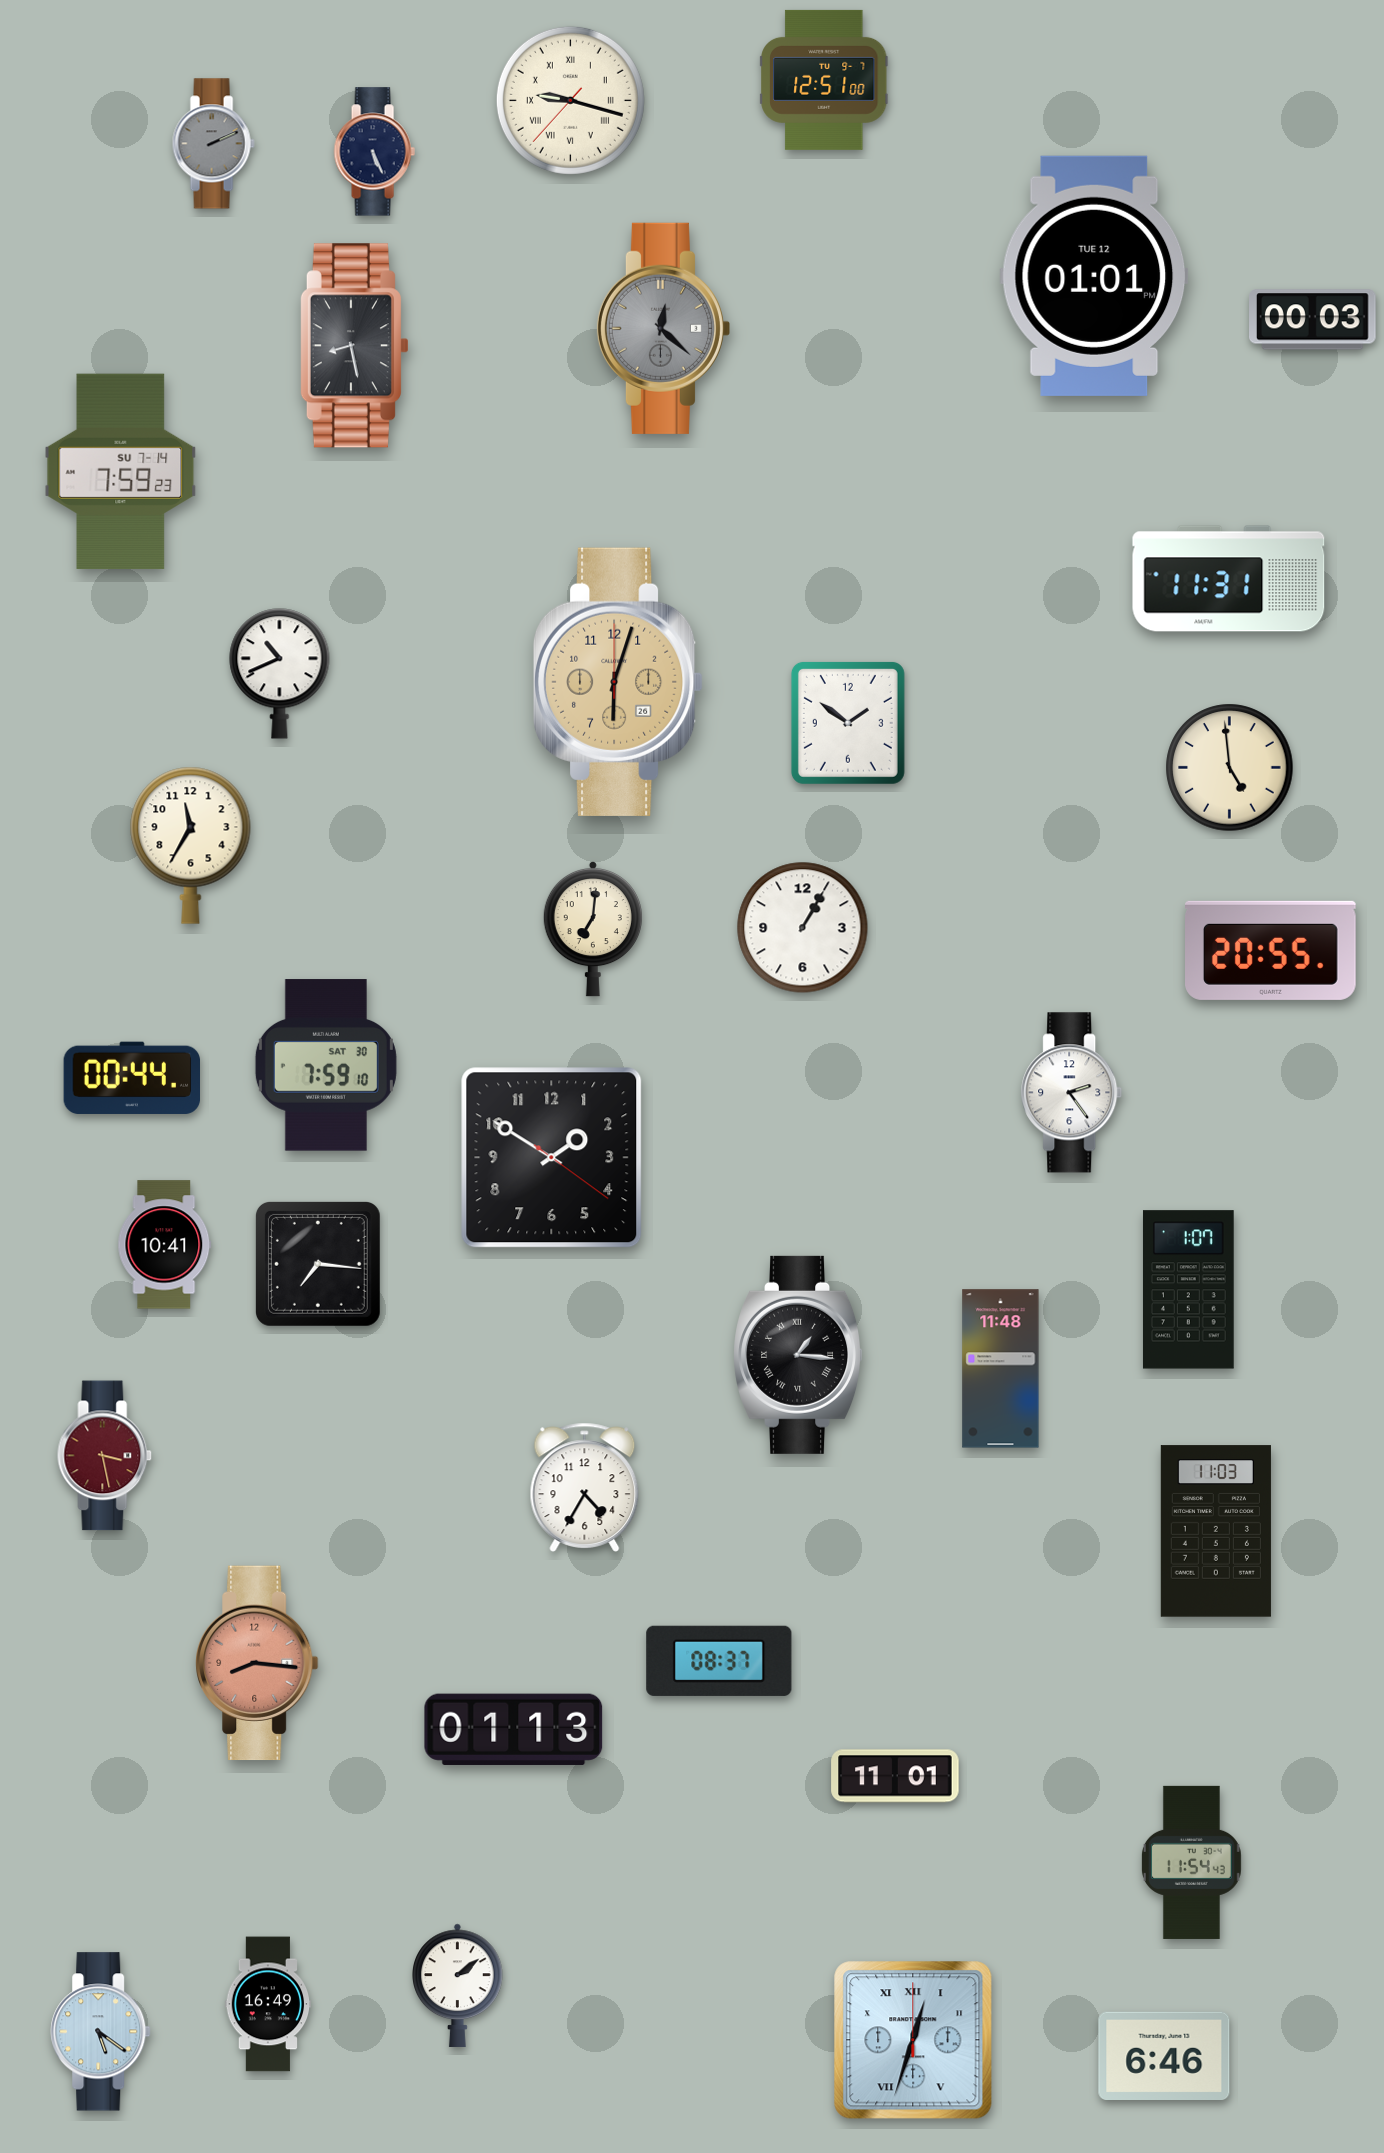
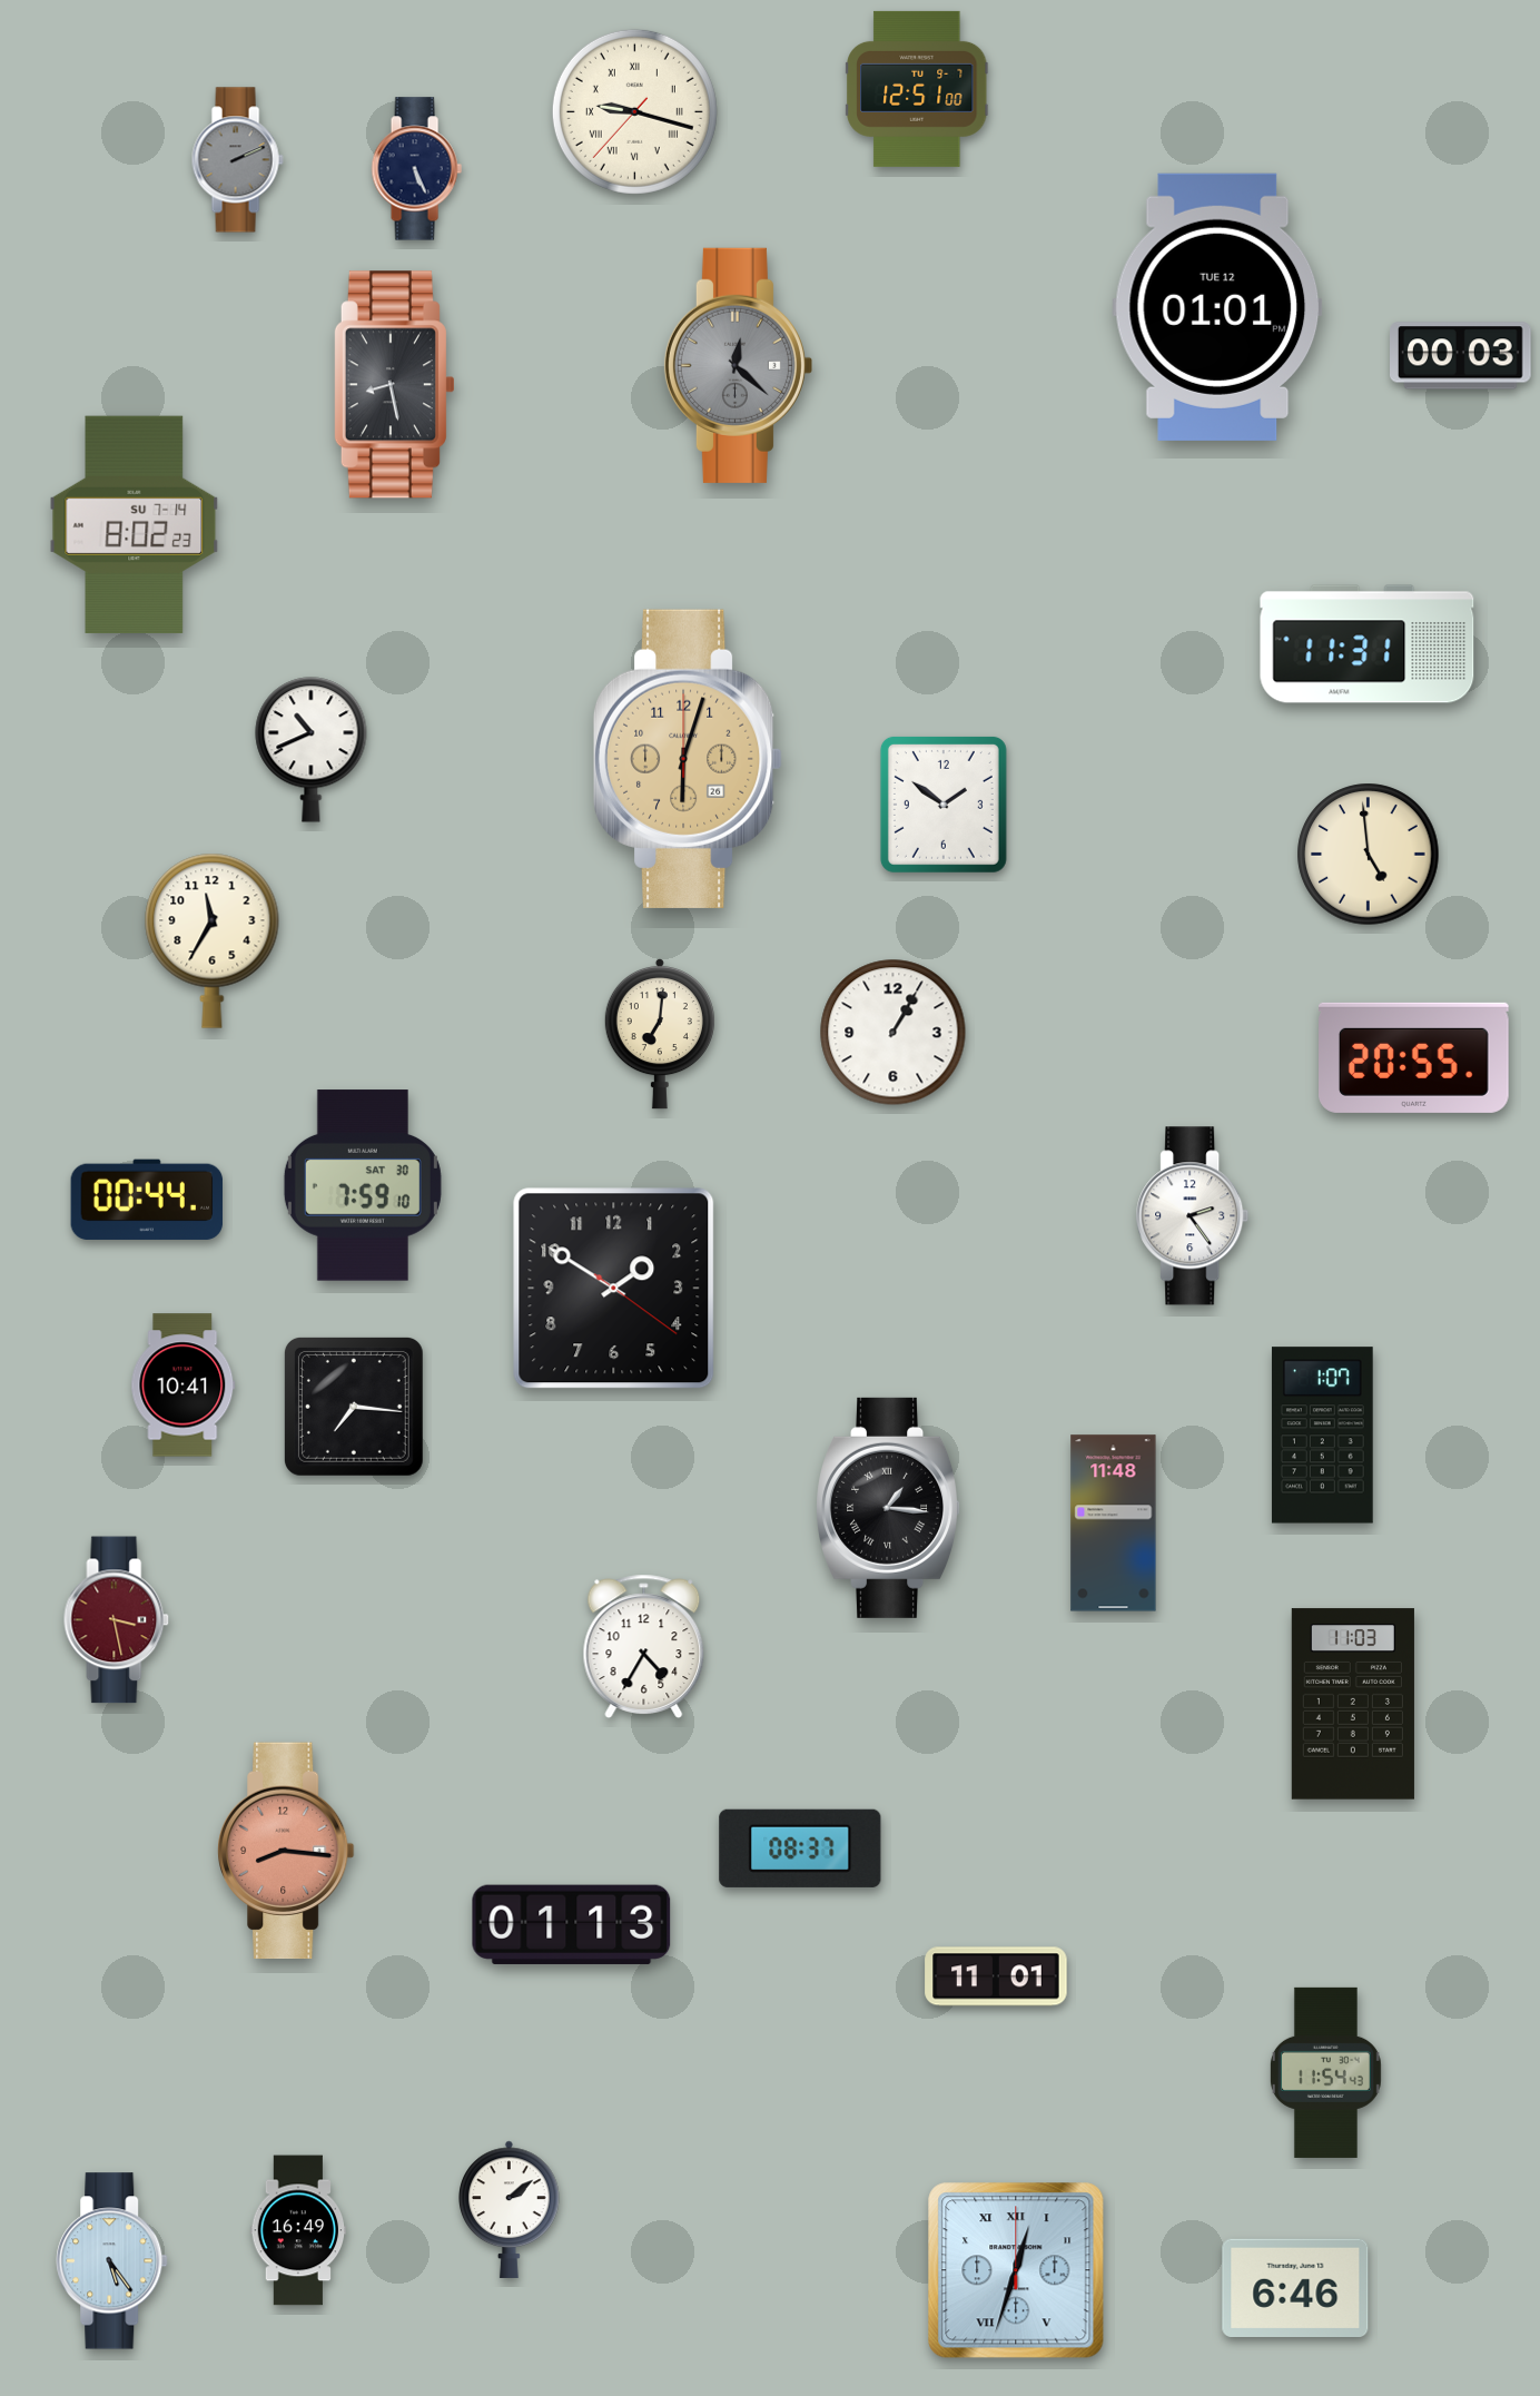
clock at (121, 471): 7:59 -> 8:02
clock at (585, 1487) position: (585, 1487) -> (644, 1646)
clock at (101, 2032): 5:21 -> 5:24
